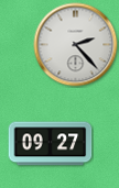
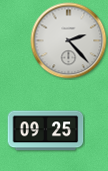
clock at (51, 144): 09:27 -> 09:25
